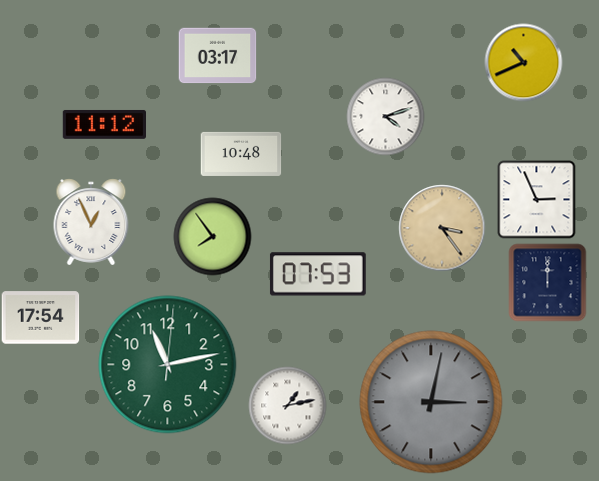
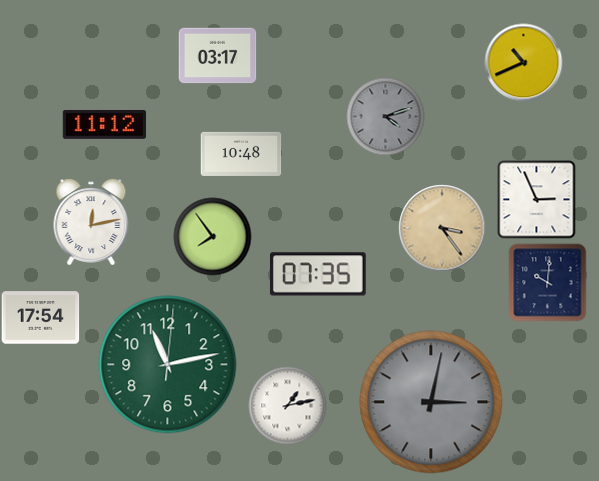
clock at (385, 116) dial: white -> grey
clock at (91, 222): 12:56 -> 12:13
clock at (318, 274): 07:53 -> 07:35
clock at (547, 282): 12:00 -> 10:01
